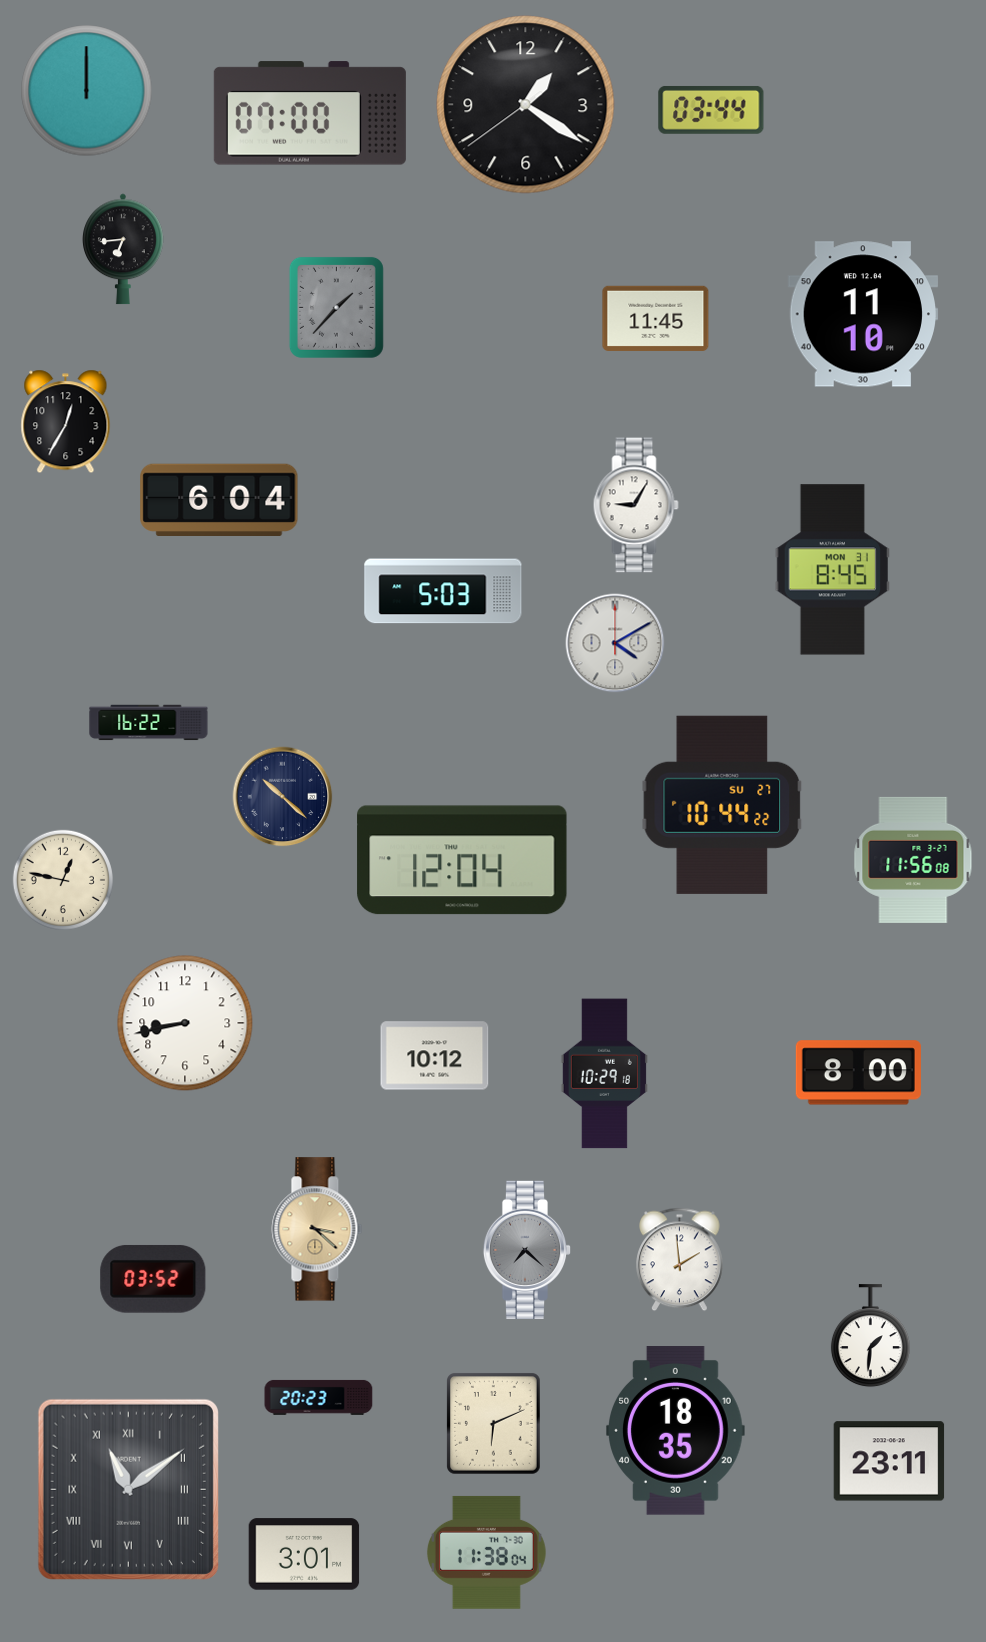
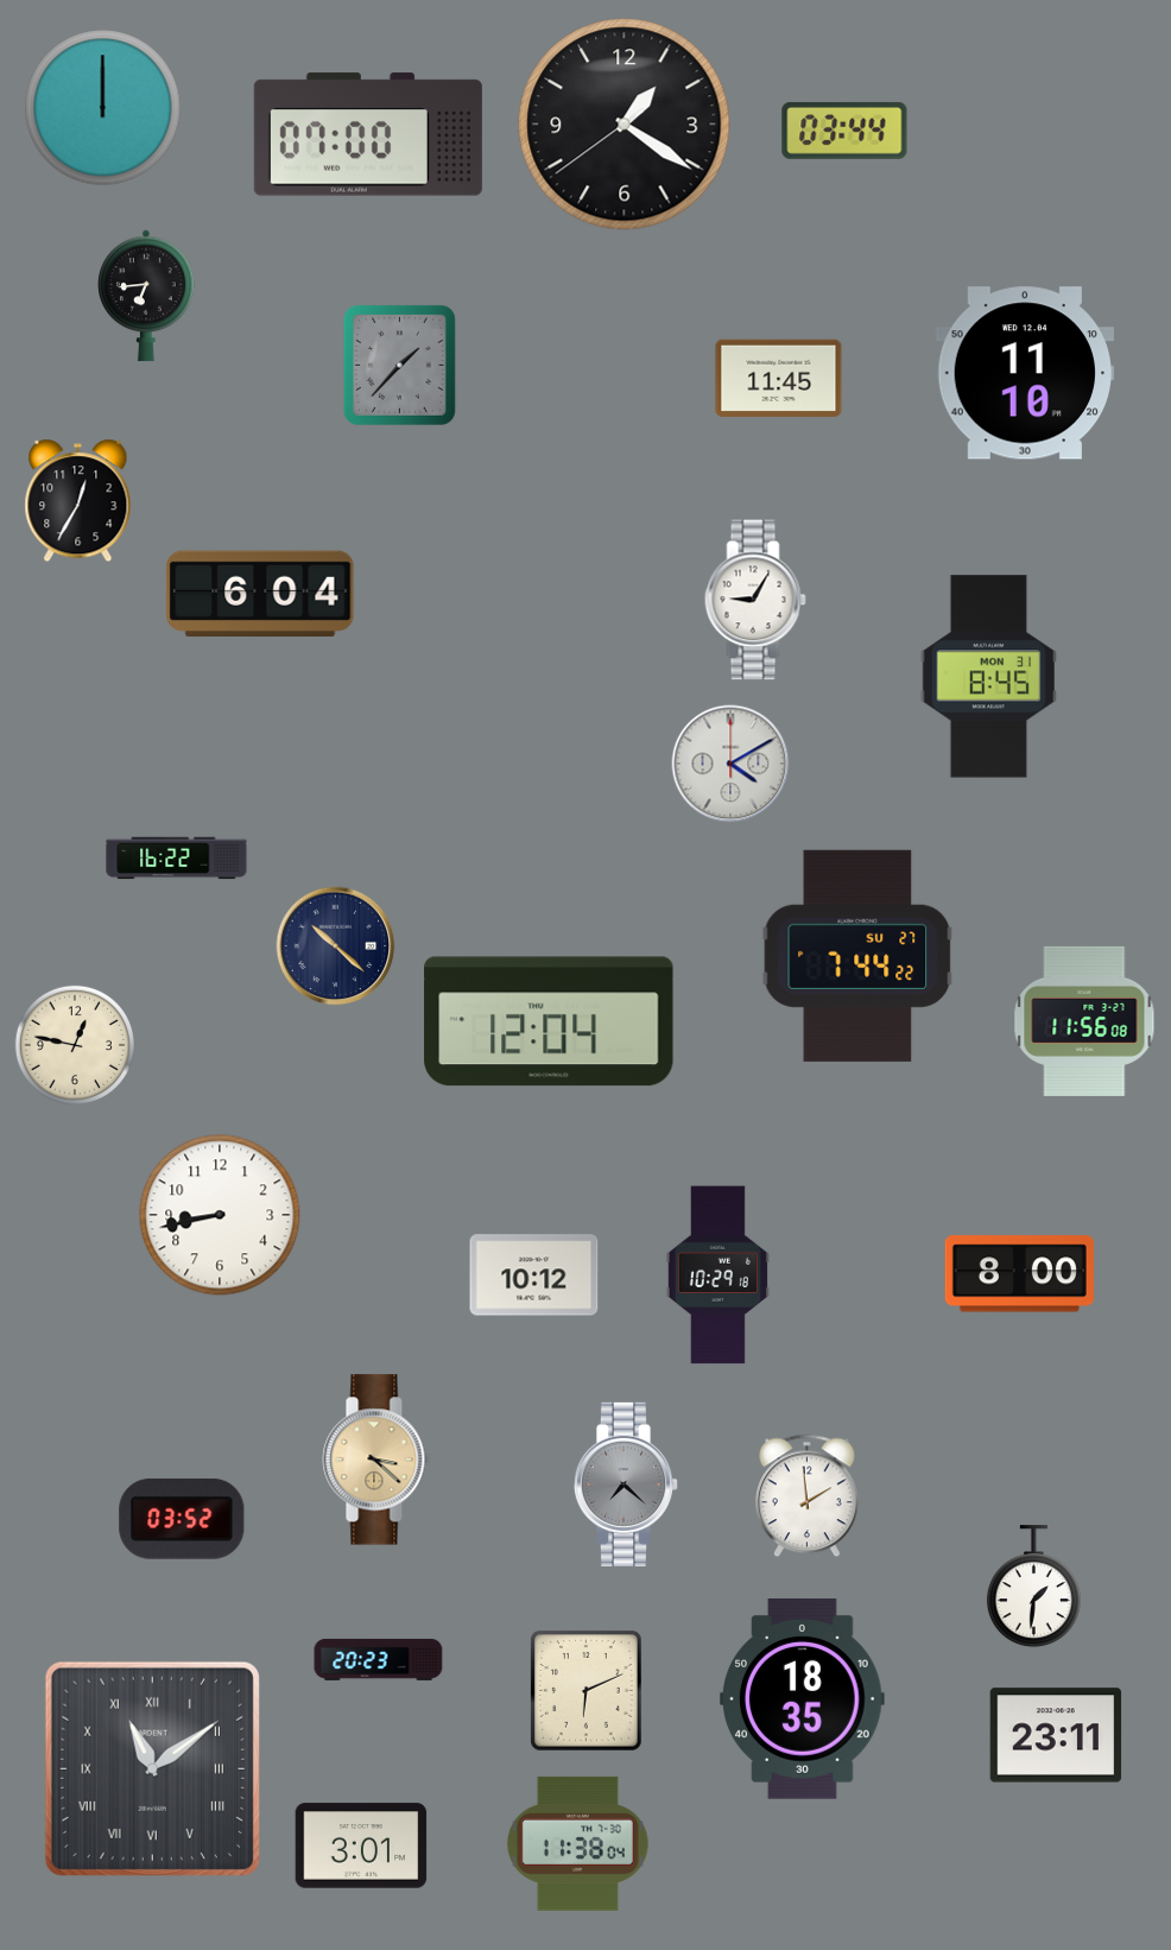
clock at (443, 591): 5:03 -> none
clock at (722, 805): 10:44 -> 7:44
clock at (435, 1056) position: (435, 1056) -> (534, 1275)
